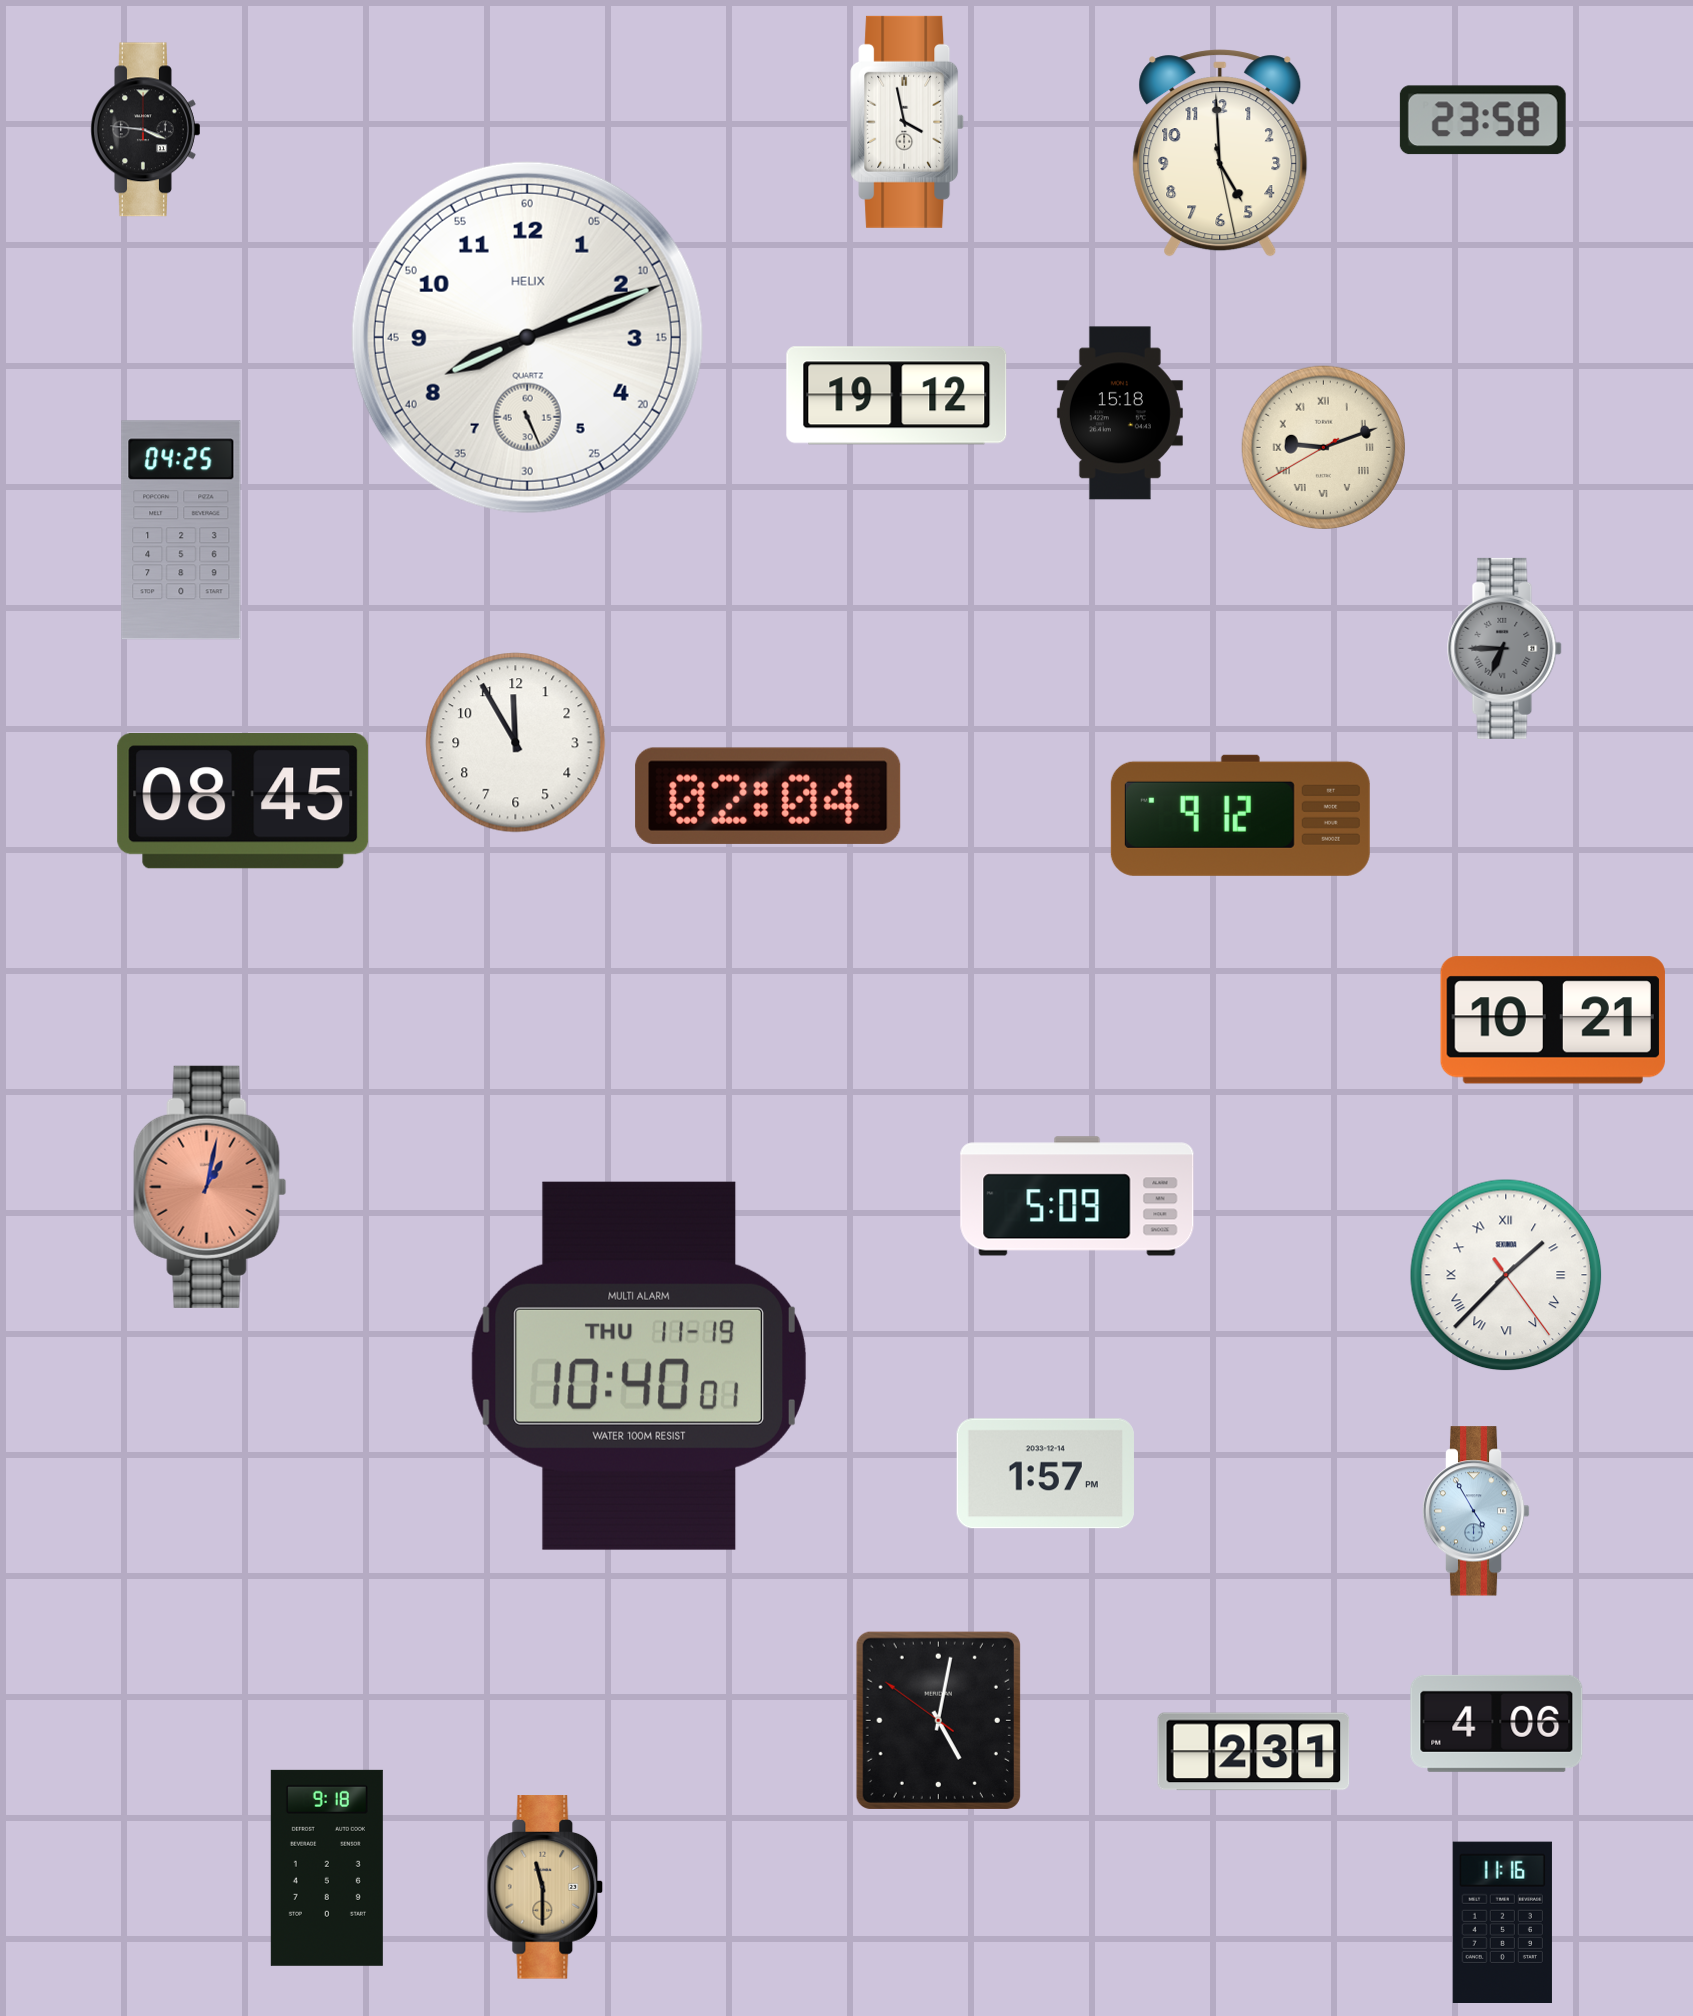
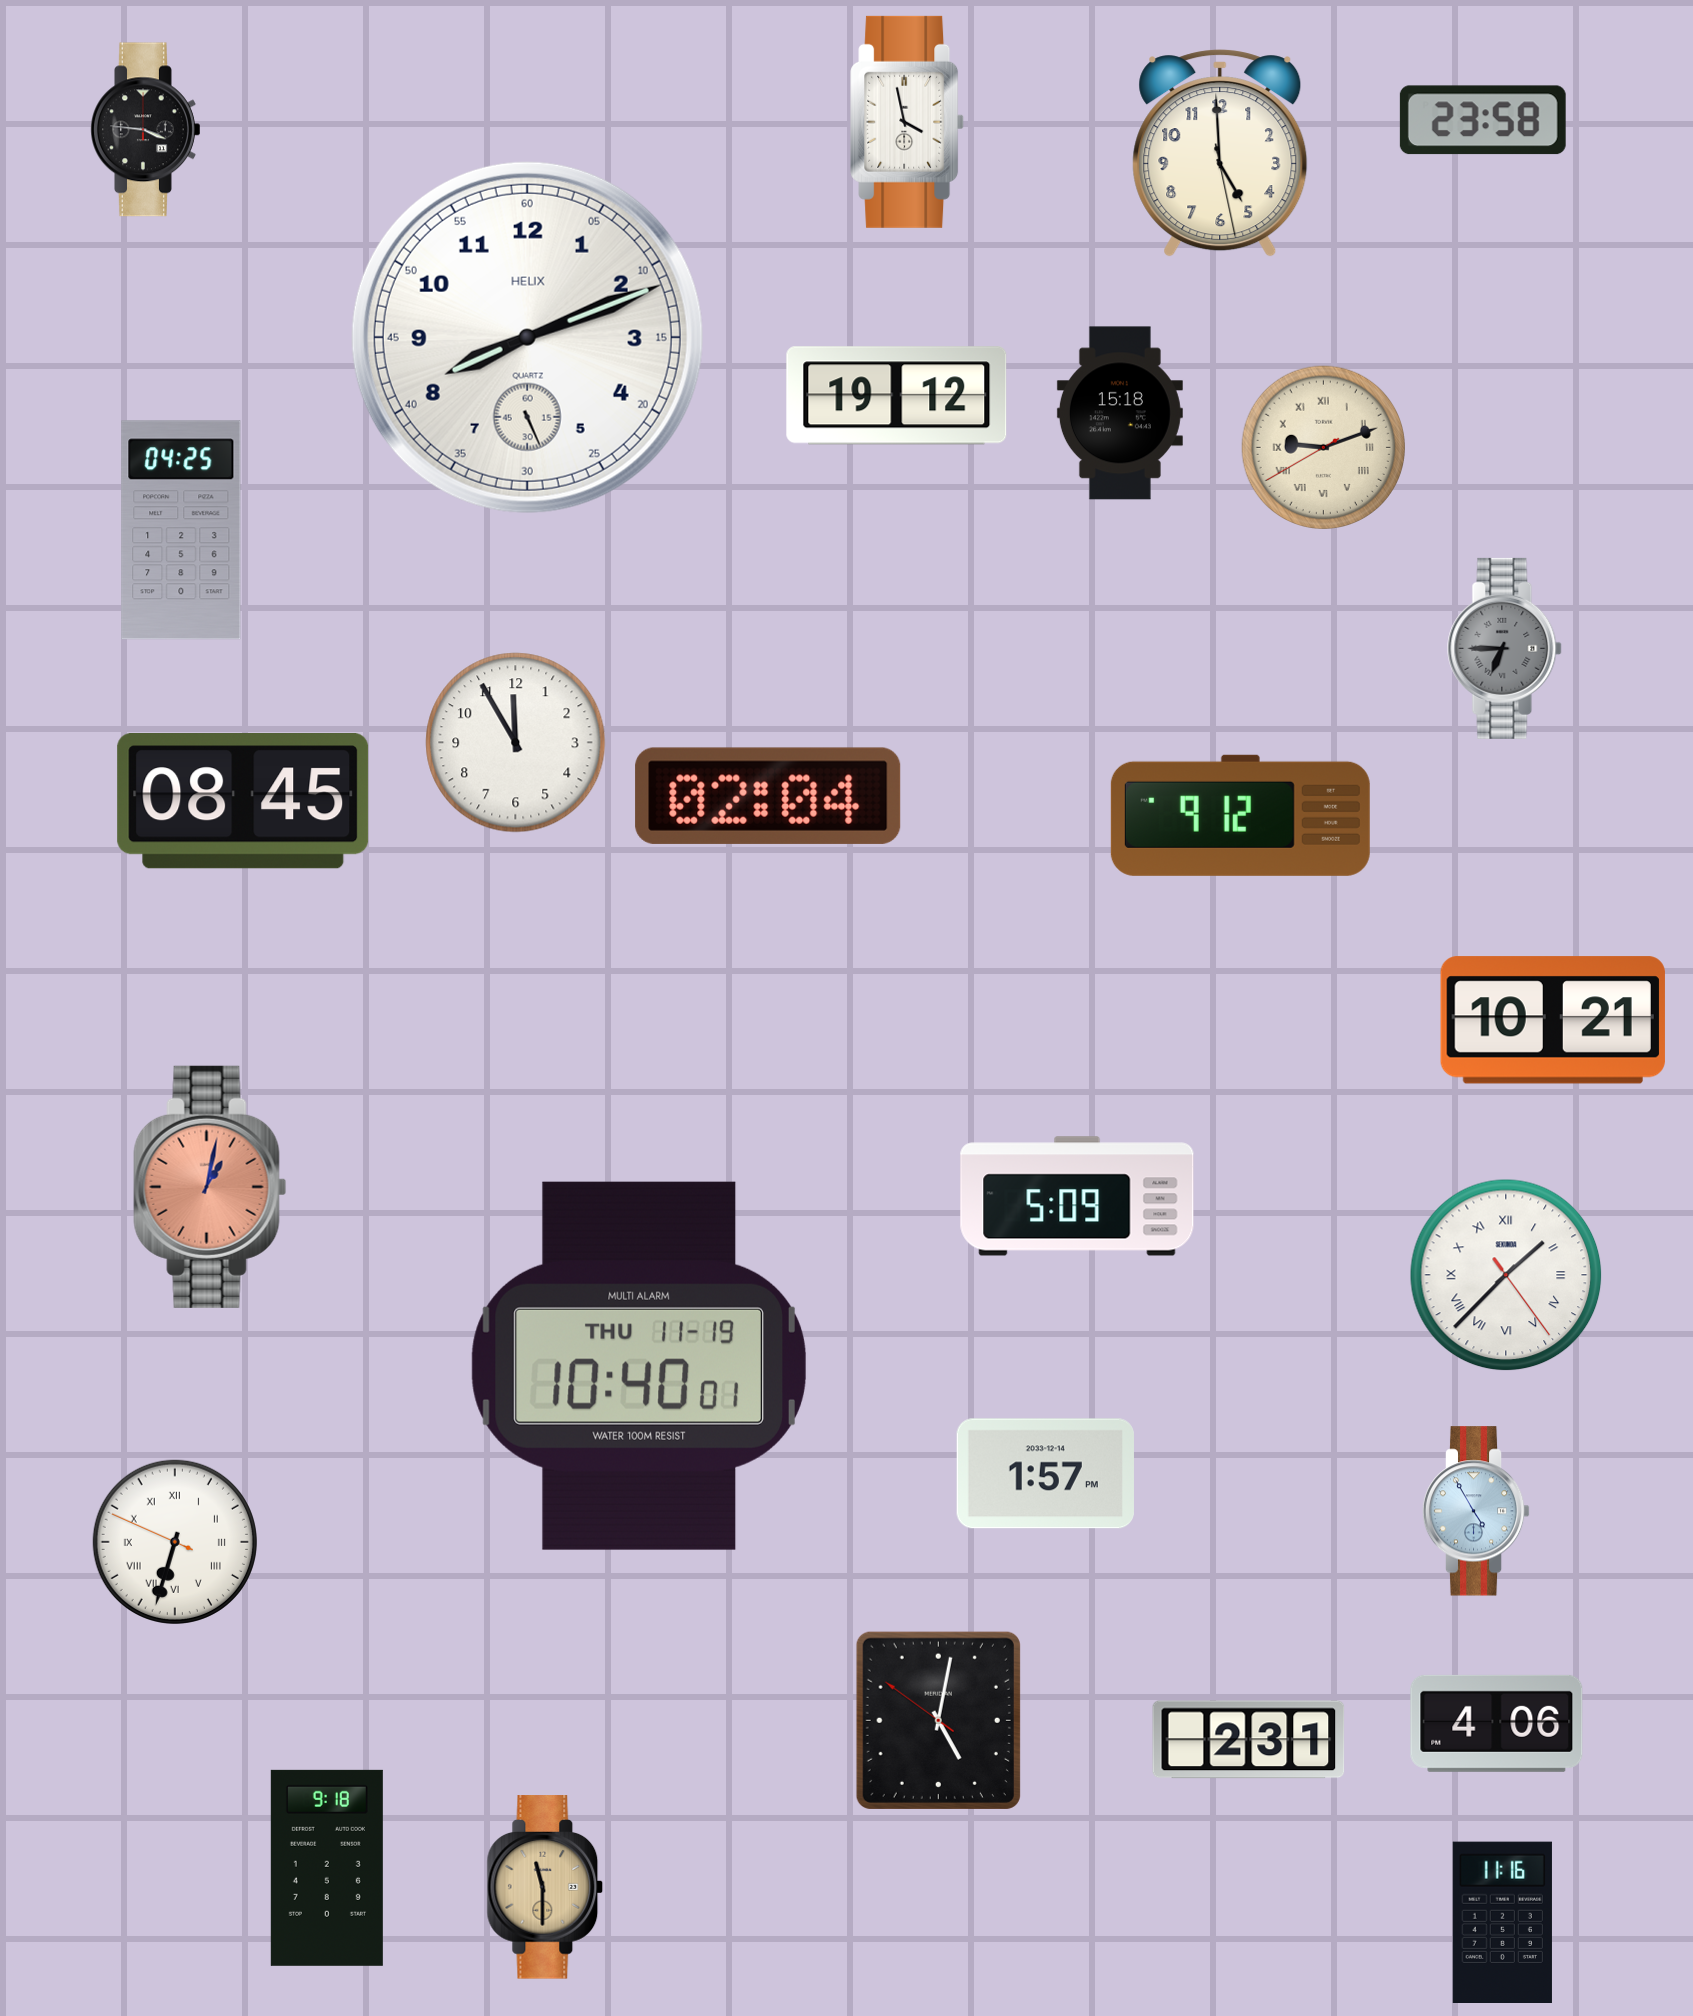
clock at (175, 1542): none -> 6:32
clock at (1254, 1752) position: (1254, 1752) -> (1249, 1740)
